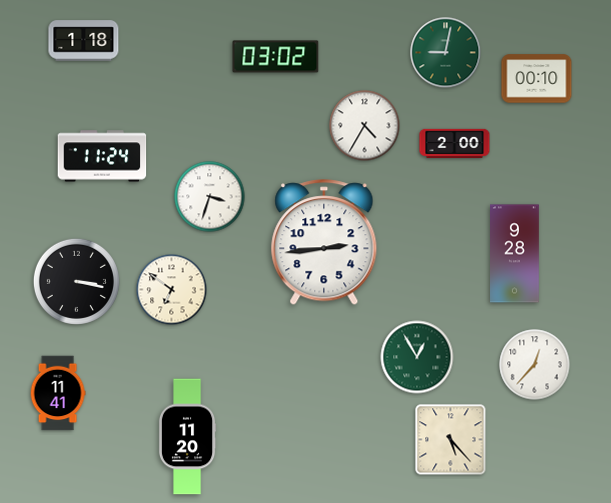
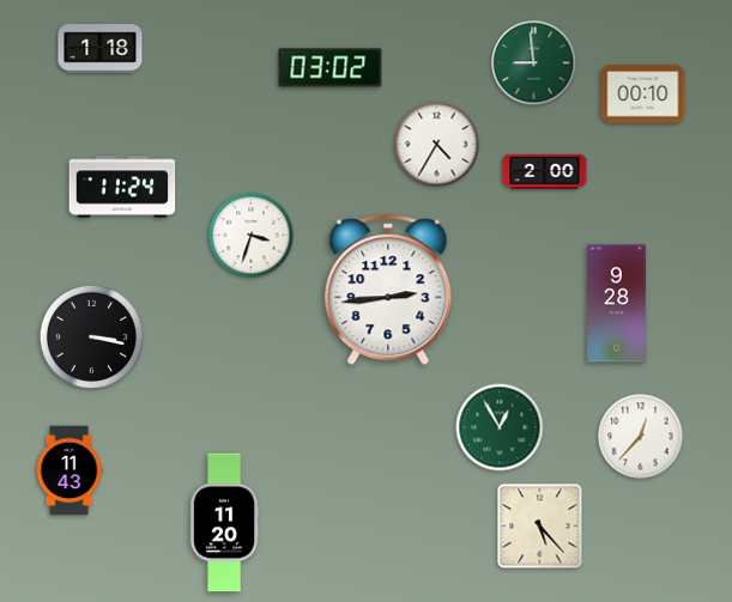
clock at (446, 53): 9:02 -> 8:59
clock at (365, 126) position: (365, 126) -> (437, 145)
clock at (172, 290): 6:51 -> none
clock at (58, 393): 11:41 -> 11:43
